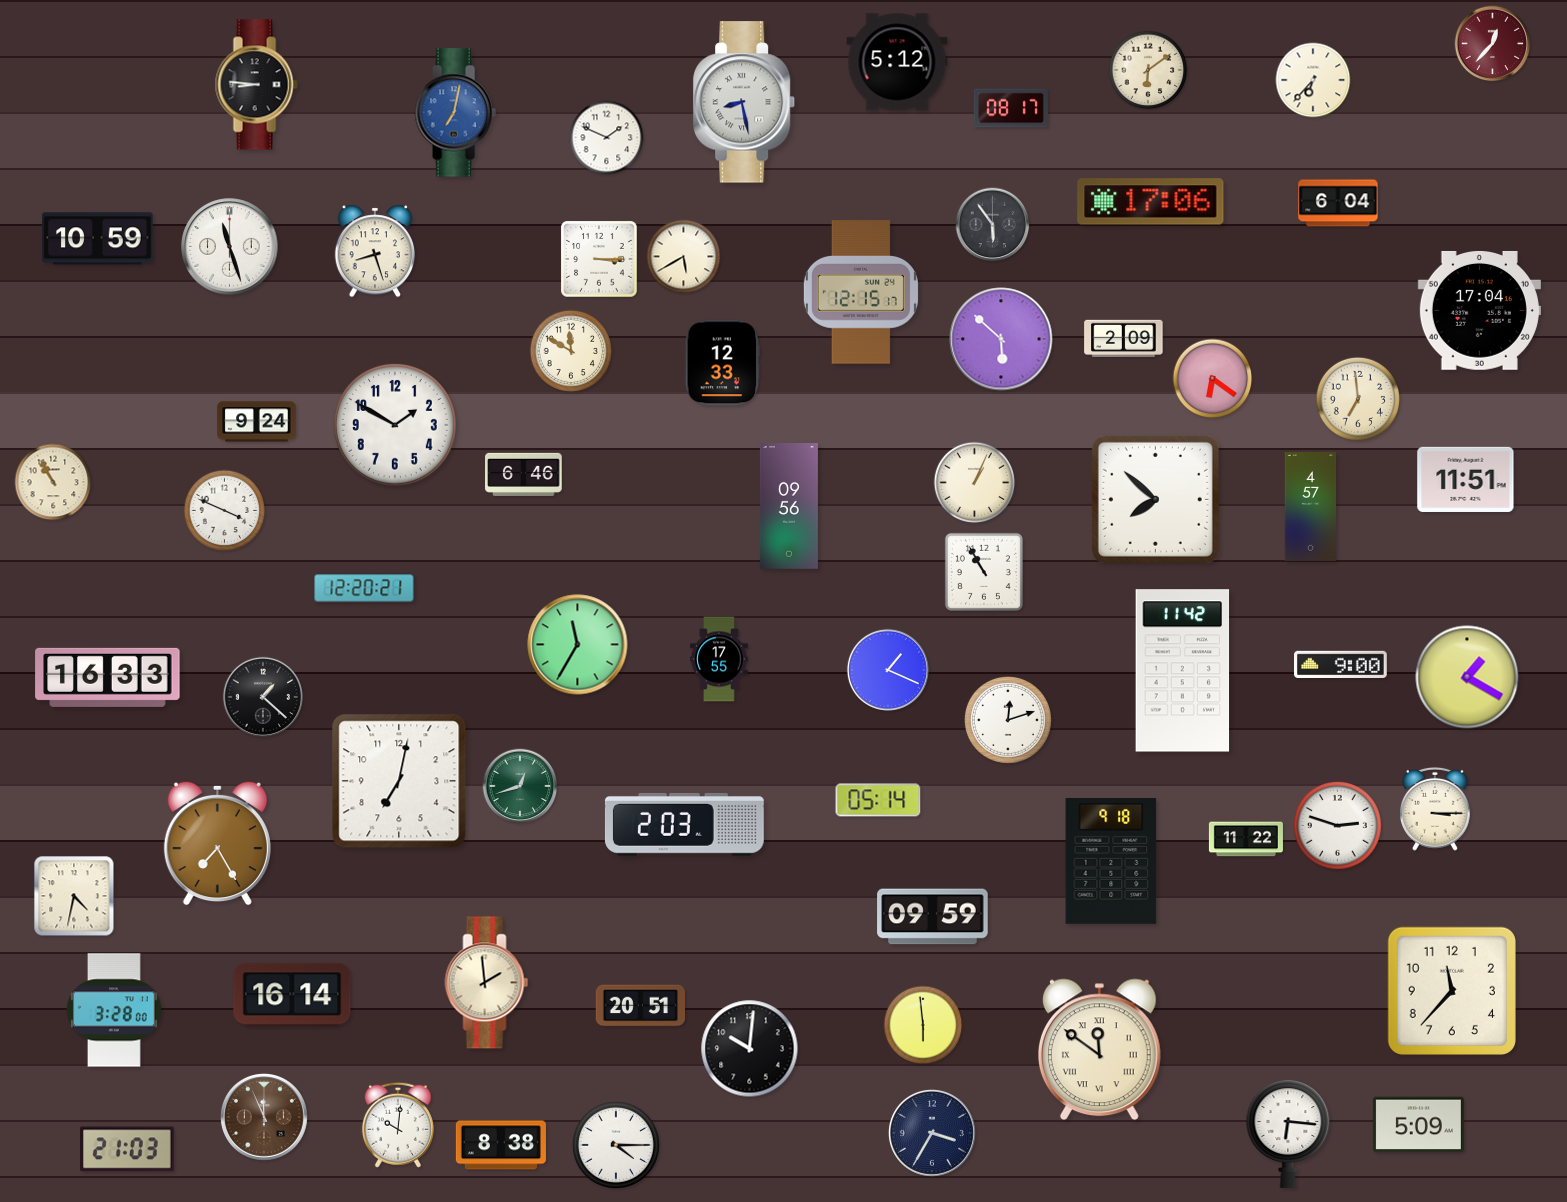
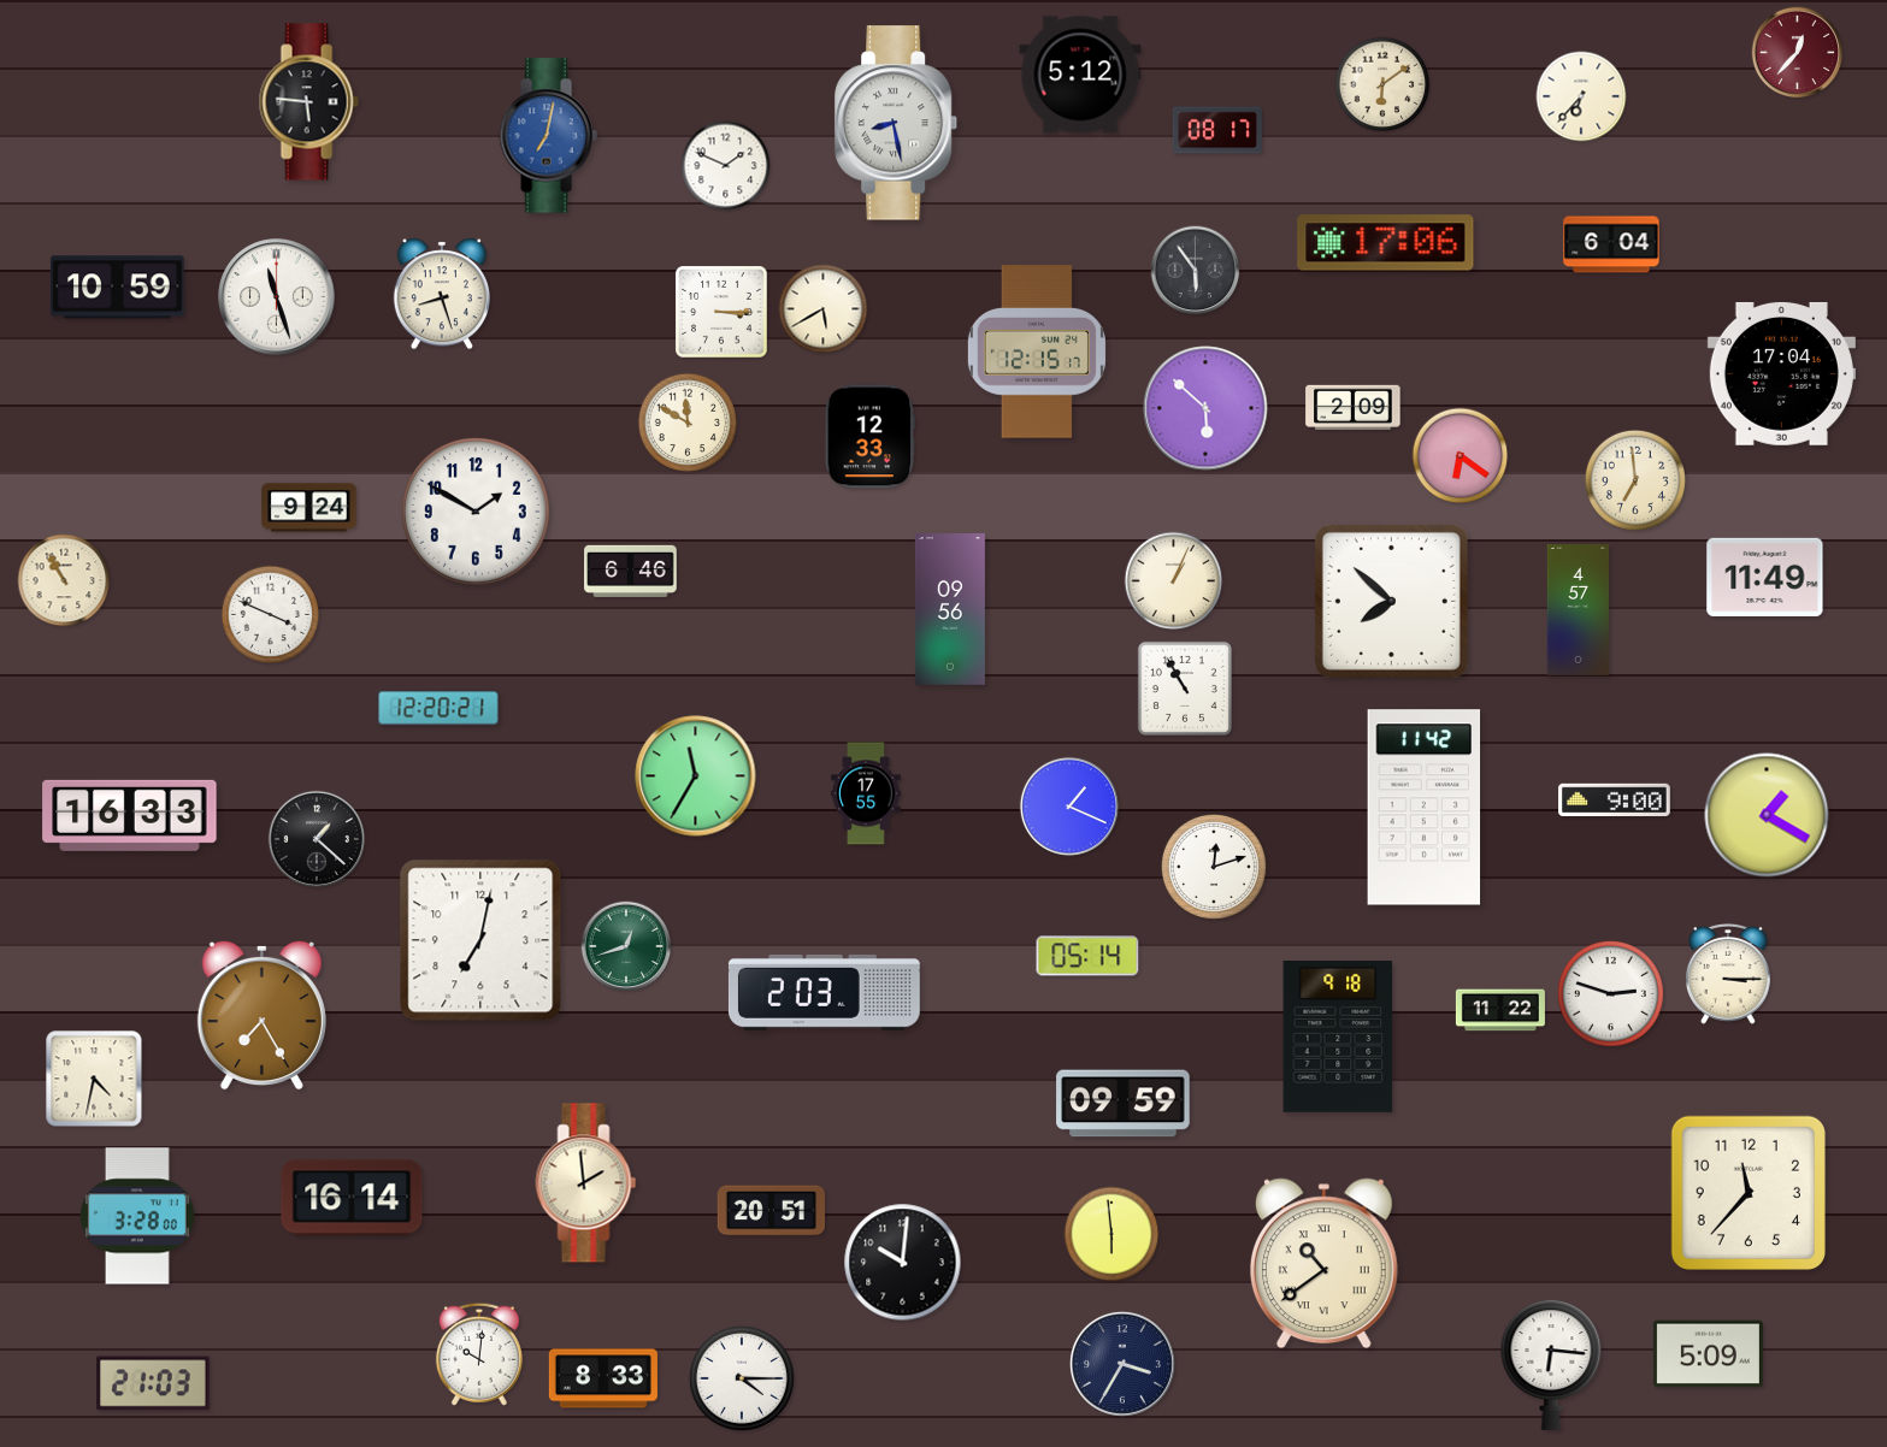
clock at (256, 85): 8:46 -> 5:46
clock at (607, 138) position: (607, 138) -> (726, 166)
clock at (374, 251) position: (374, 251) -> (441, 294)
clock at (1466, 479): 11:51 -> 11:49
clock at (878, 800) position: (878, 800) -> (1087, 956)
clock at (74, 896) position: (74, 896) -> (94, 1079)
clock at (1099, 1050): 11:51 -> 10:39
clock at (264, 1117): 11:56 -> none
clock at (501, 1145): 8:38 -> 8:33
